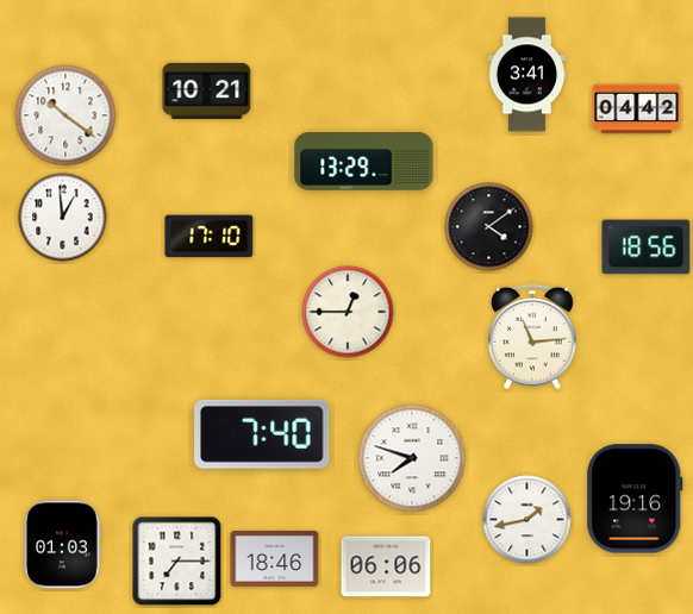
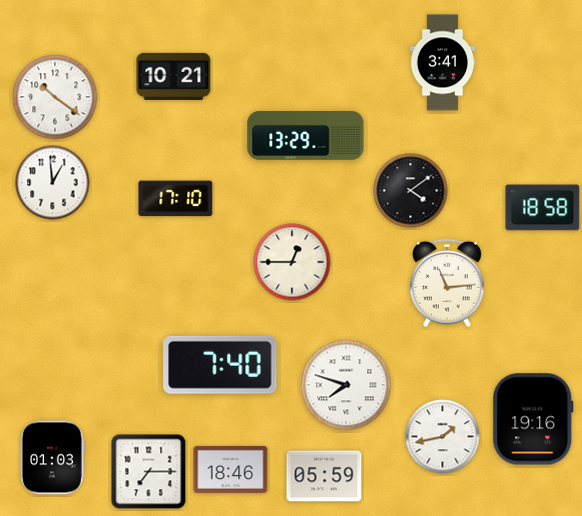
clock at (637, 109): 04:42 -> none
clock at (647, 248): 18:56 -> 18:58
clock at (386, 566): 06:06 -> 05:59
